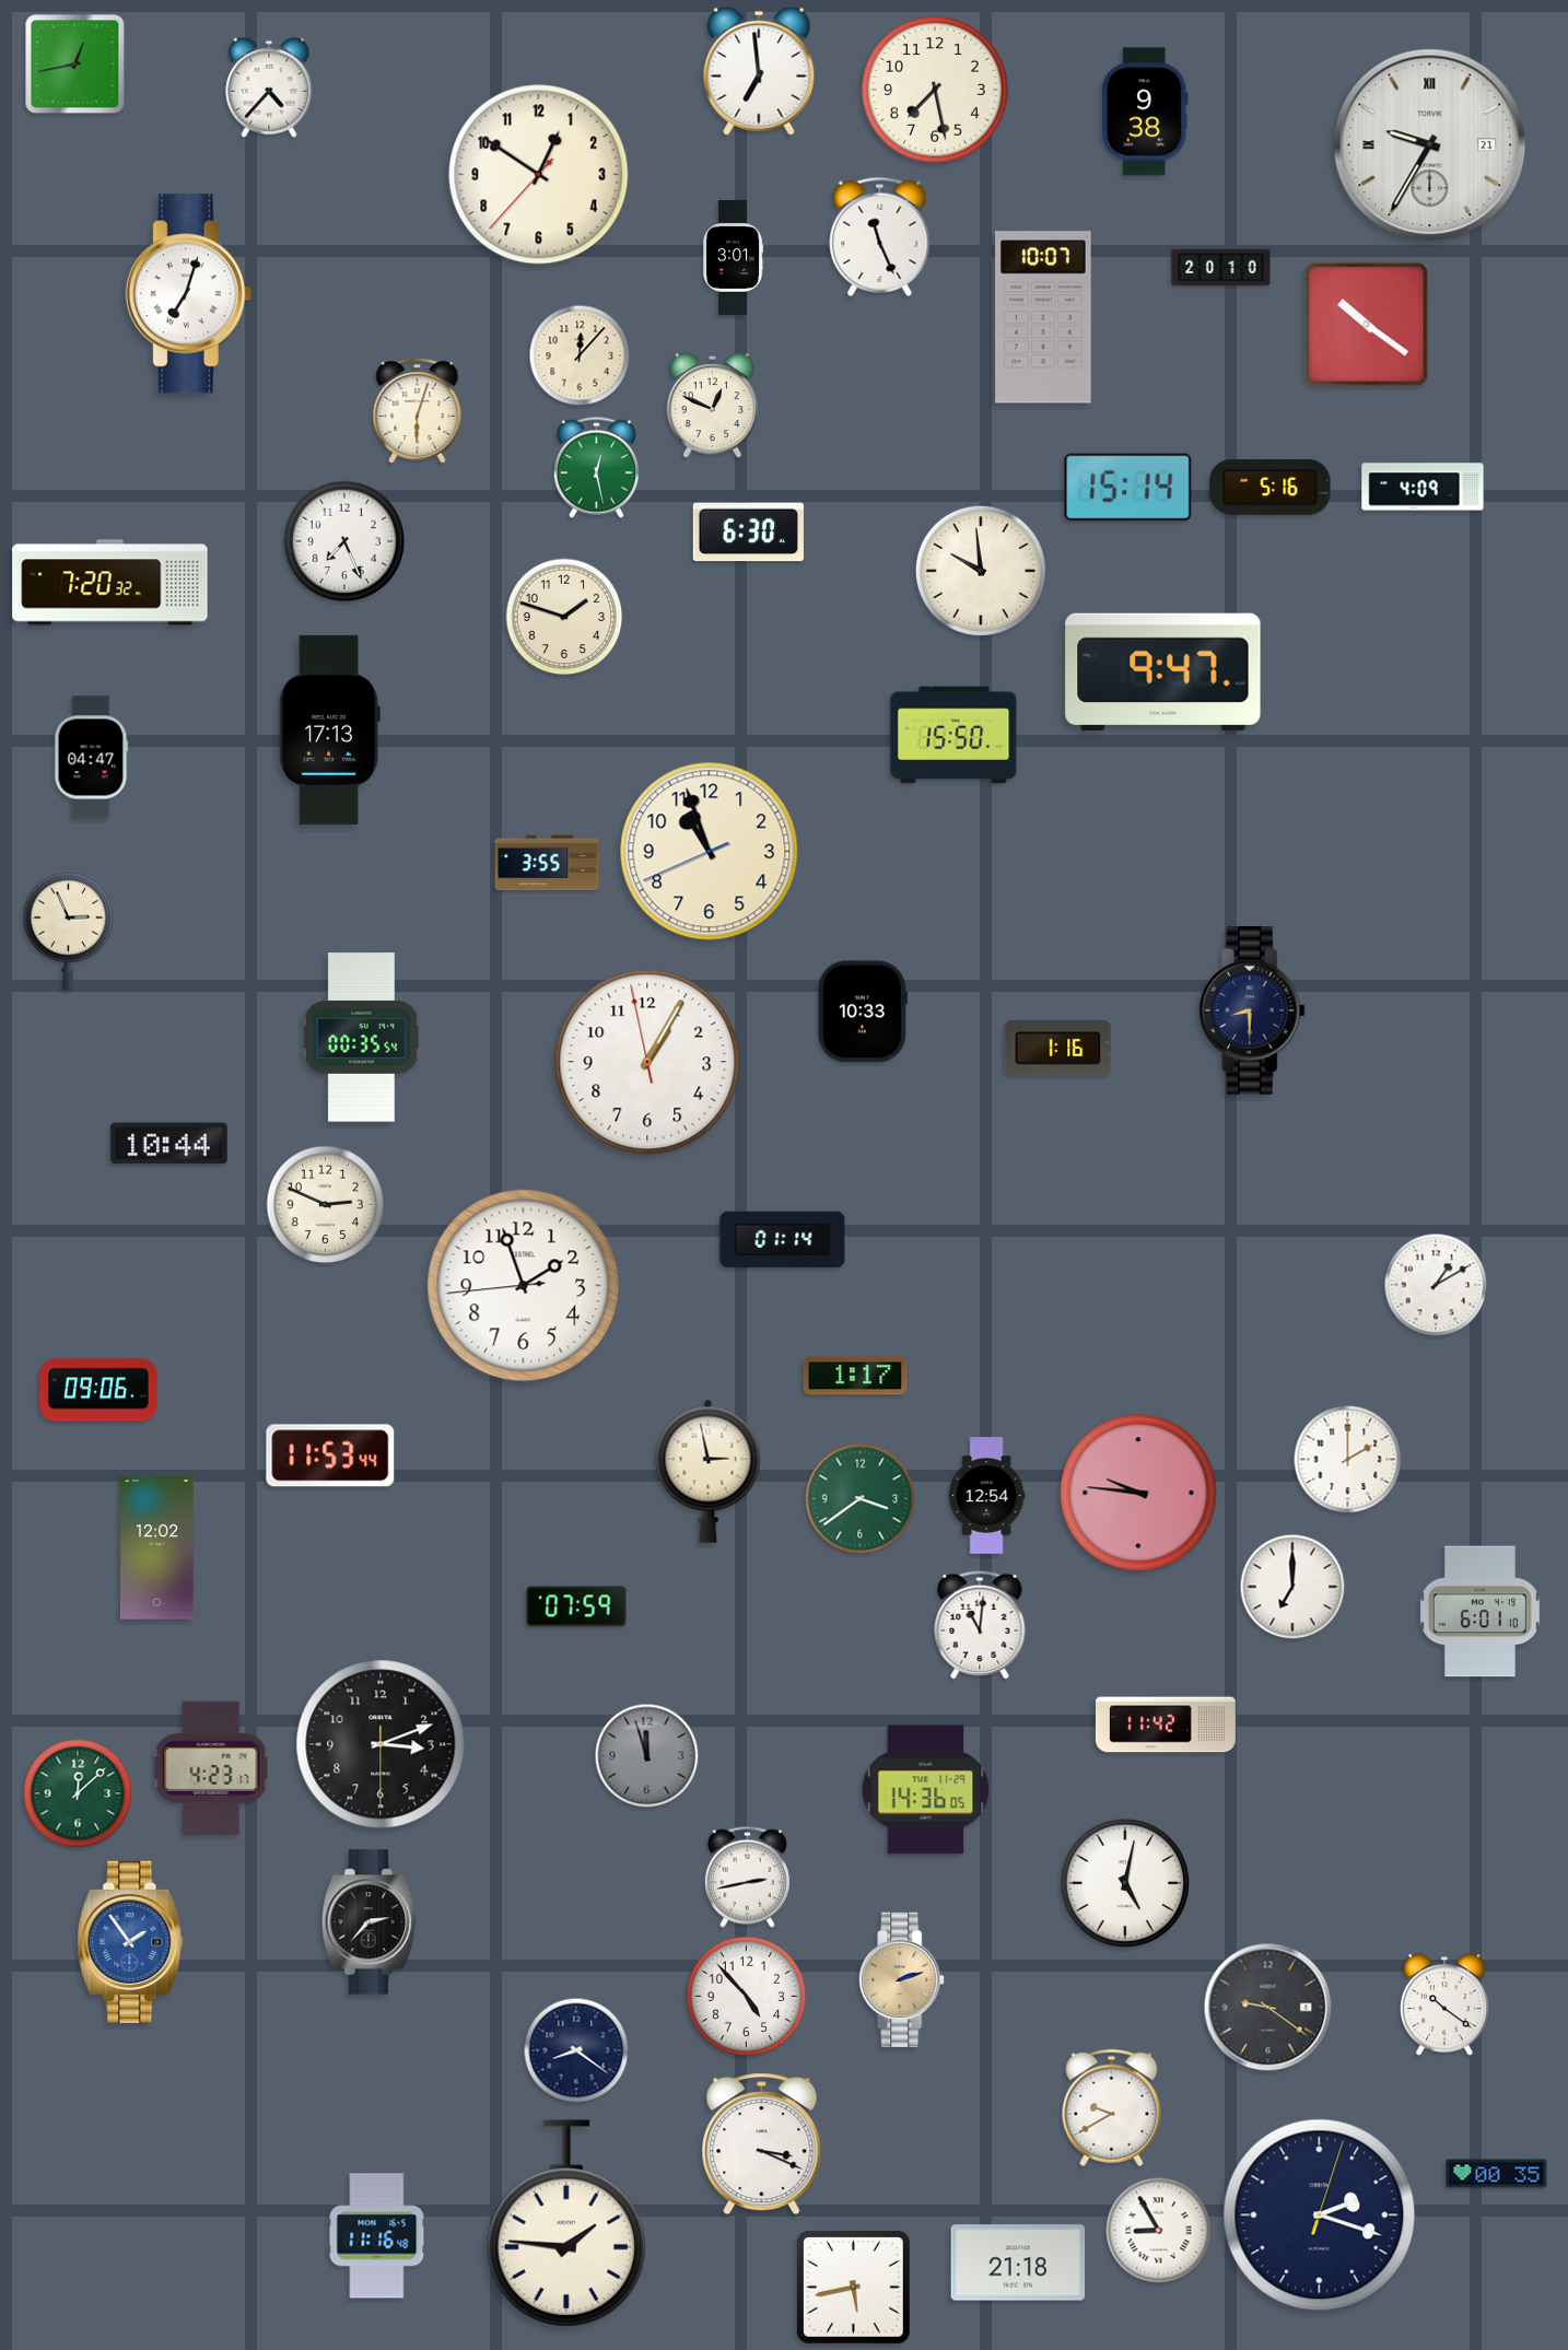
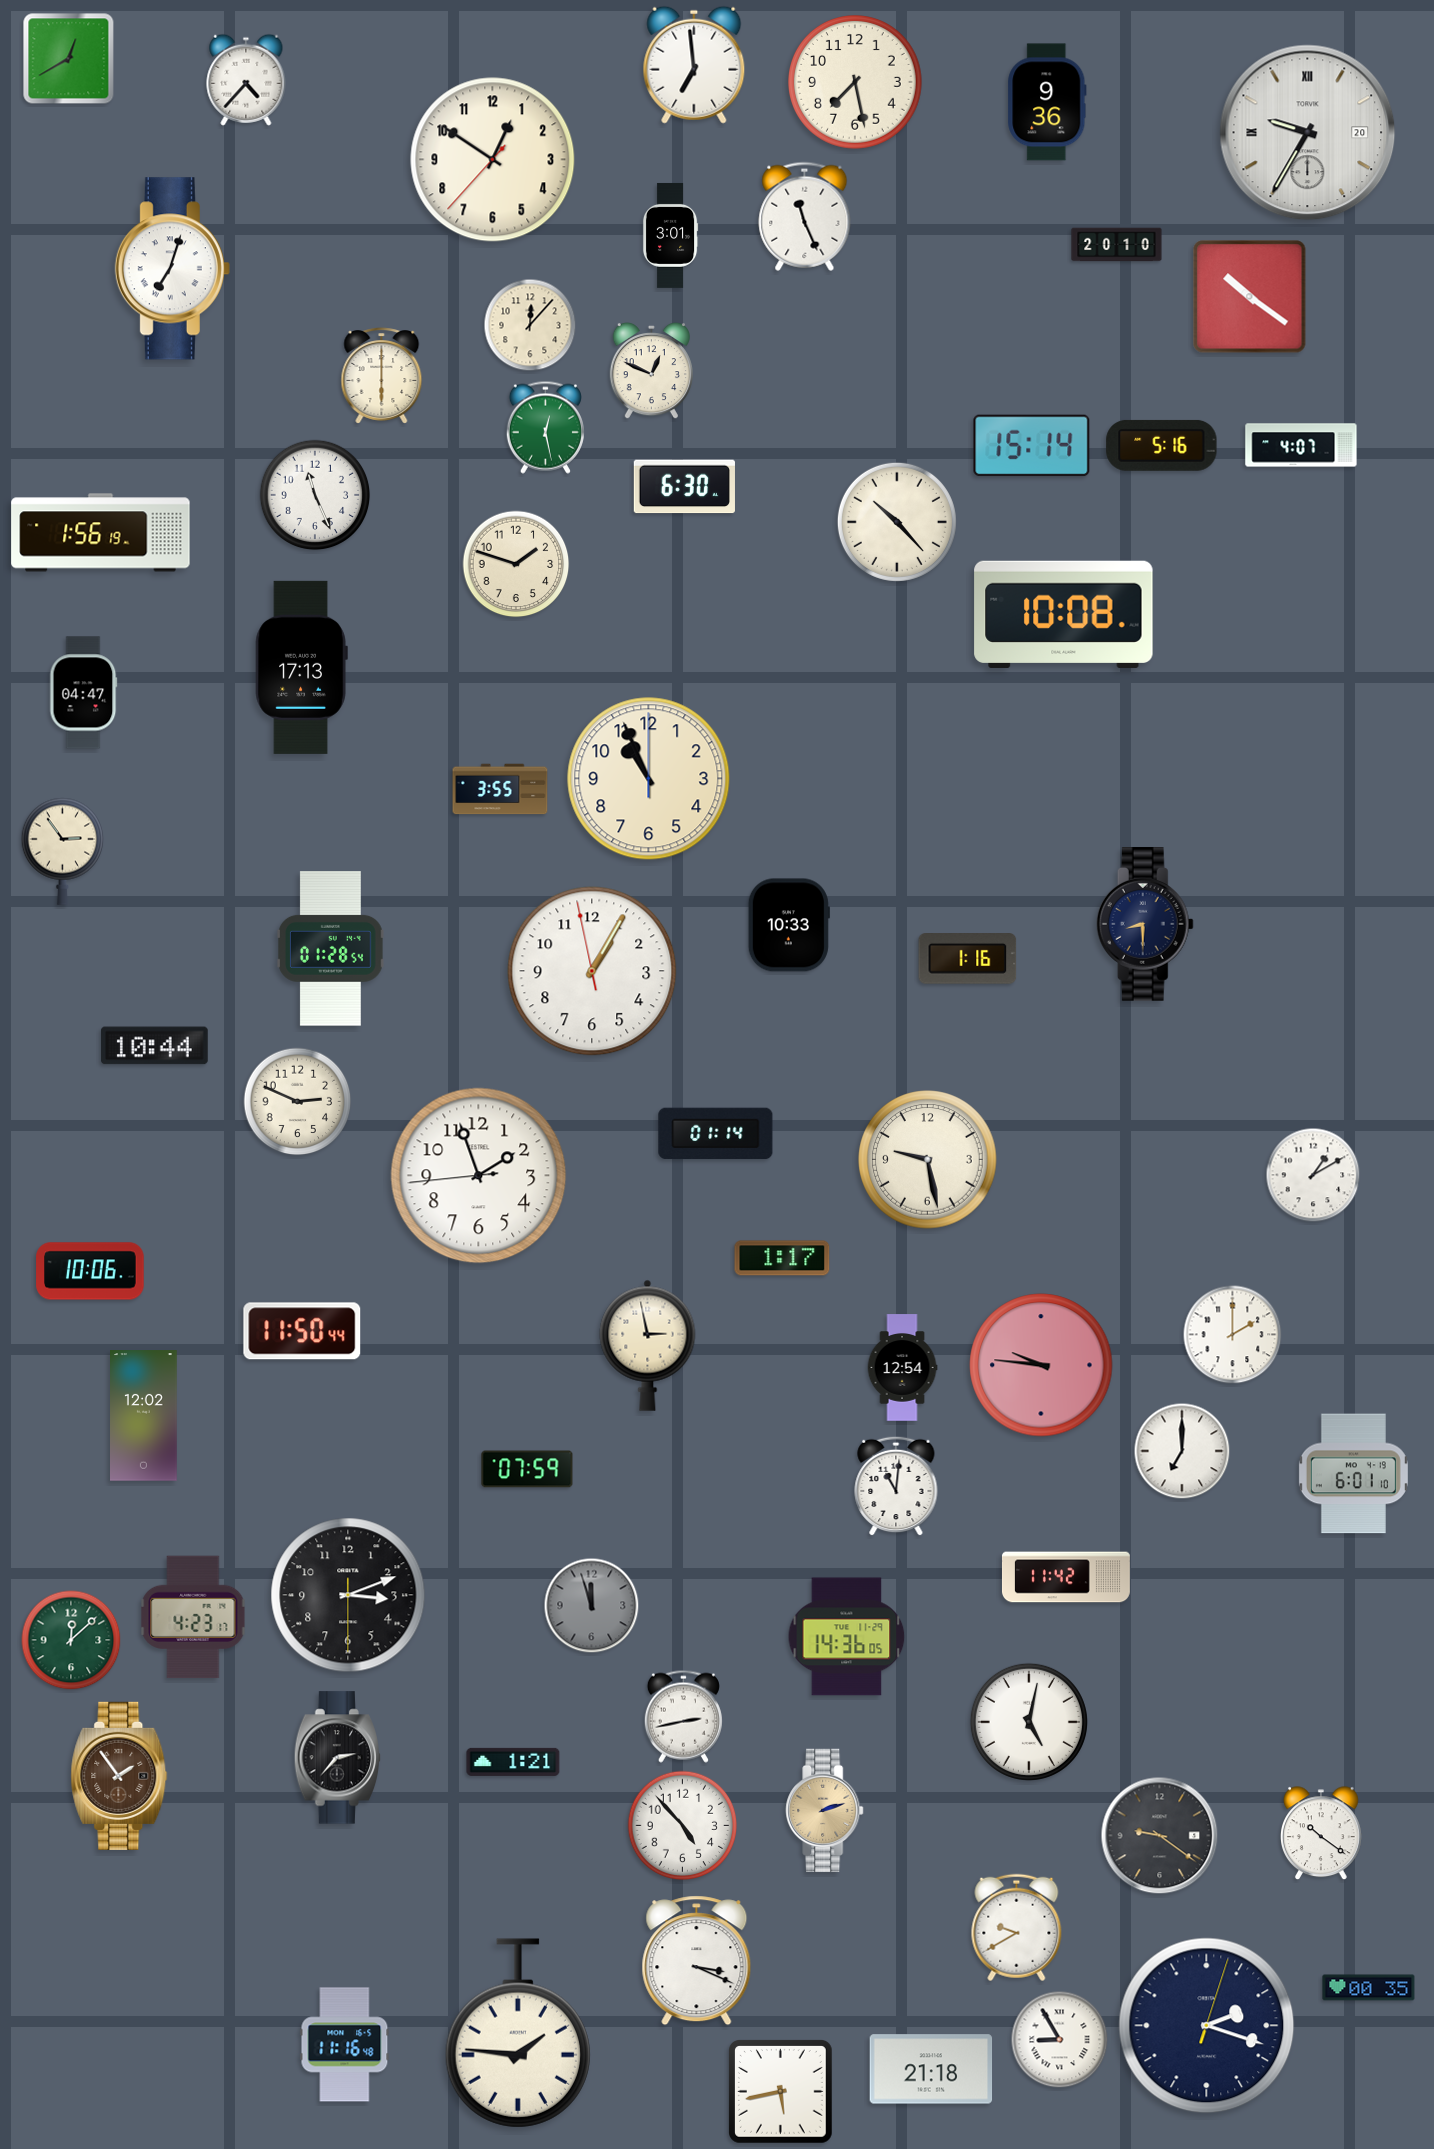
clock at (75, 65): 12:43 -> 12:40
clock at (1145, 112): 9:38 -> 9:36
clock at (1430, 145) date: 21 -> 20
clock at (1044, 317): 10:07 -> none
clock at (418, 411): 6:03 -> 6:00
clock at (1423, 487): 4:09 -> 4:07
clock at (344, 541): 7:26 -> 11:26
clock at (981, 571): 9:59 -> 10:23
clock at (110, 583): 7:20 -> 1:56
clock at (1163, 671): 9:47 -> 10:08
clock at (953, 735): 15:50 -> none
clock at (710, 852): 10:56:41 -> 10:56:00
clock at (69, 931): 2:56 -> 2:54
clock at (361, 1038): 00:35 -> 01:28
clock at (928, 1160): none -> 9:28
clock at (98, 1390): 09:06 -> 10:06
clock at (330, 1455): 11:53 -> 11:50
clock at (861, 1499): 3:39 -> none
clock at (513, 1762): none -> 1:21
clock at (130, 1942) dial: blue -> brown
clock at (576, 2050): 8:21 -> none
